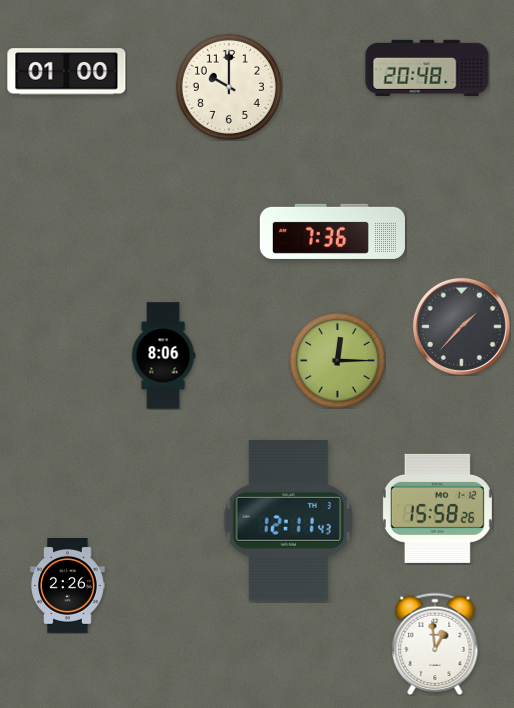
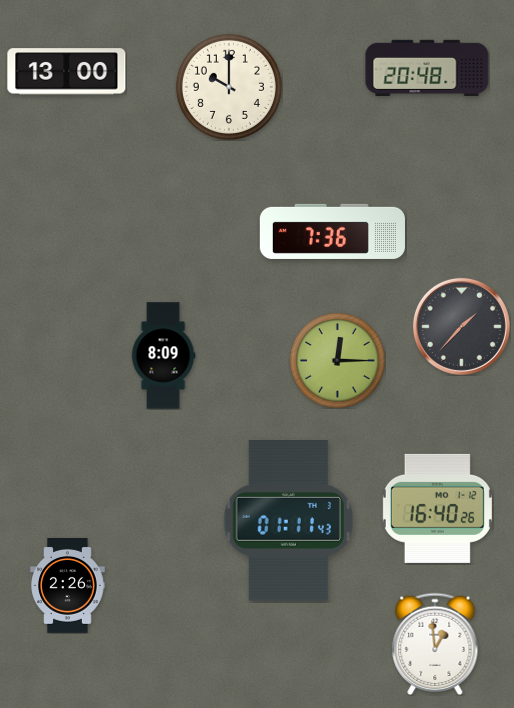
clock at (67, 72): 01:00 -> 13:00
clock at (163, 356): 8:06 -> 8:09
clock at (437, 508): 15:58 -> 16:40
clock at (289, 521): 12:11 -> 01:11
